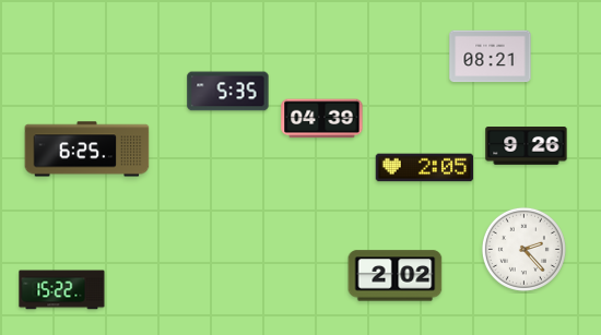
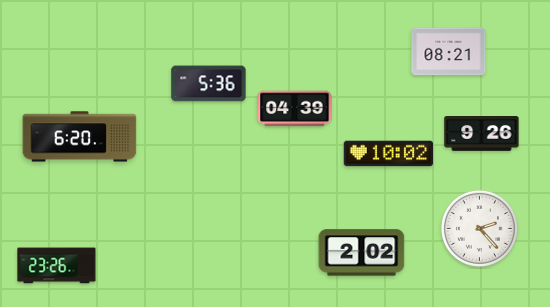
clock at (228, 92): 5:35 -> 5:36
clock at (87, 149): 6:25 -> 6:20
clock at (425, 168): 2:05 -> 10:02
clock at (62, 290): 15:22 -> 23:26
